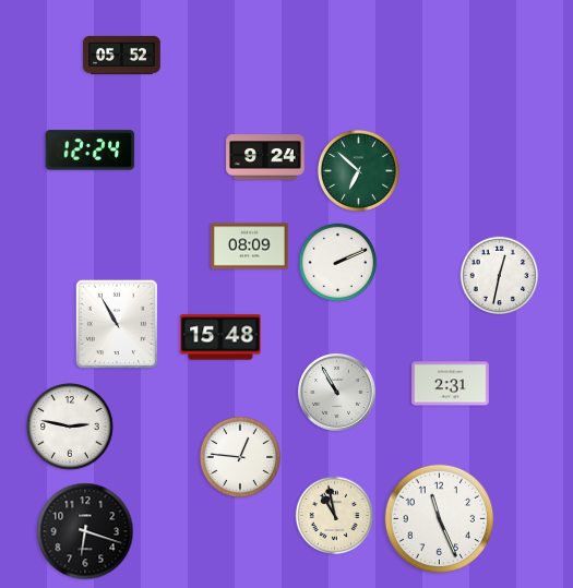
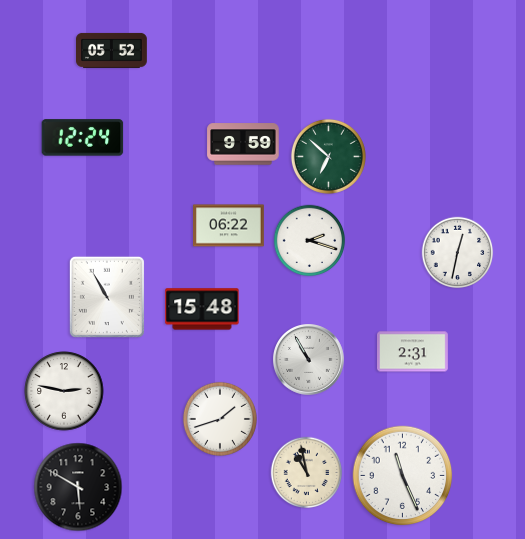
clock at (265, 157): 9:24 -> 9:59
clock at (250, 247): 08:09 -> 06:22
clock at (338, 263): 2:11 -> 2:18
clock at (240, 457): 12:46 -> 1:42
clock at (85, 531): 6:18 -> 5:50
